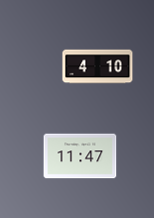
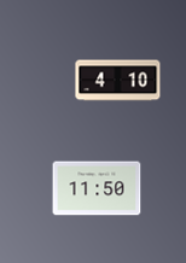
clock at (80, 156): 11:47 -> 11:50
